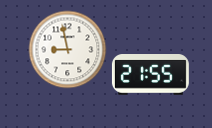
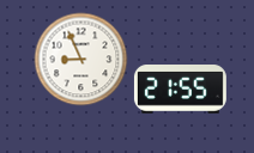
clock at (67, 49): 8:58 -> 8:56
